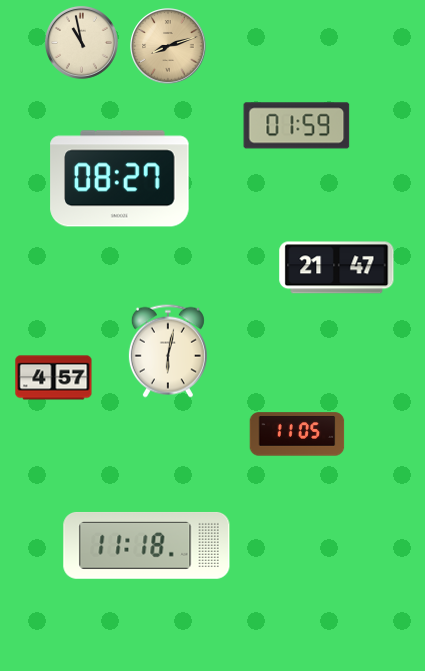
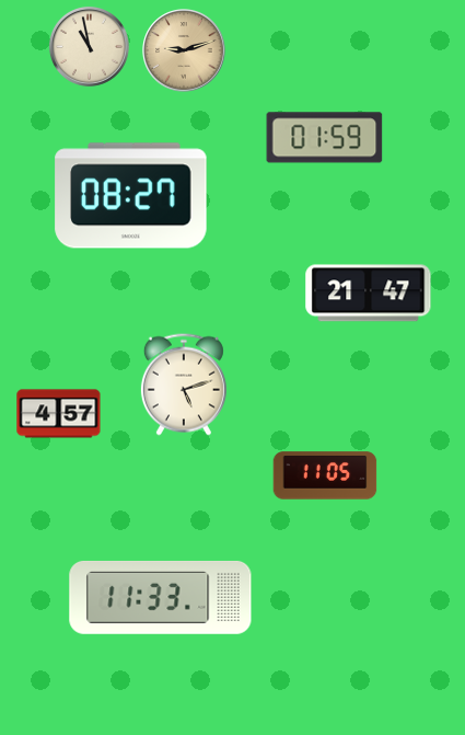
clock at (168, 46): 8:12 -> 9:12
clock at (168, 351): 6:02 -> 5:12
clock at (147, 546): 11:18 -> 11:33
